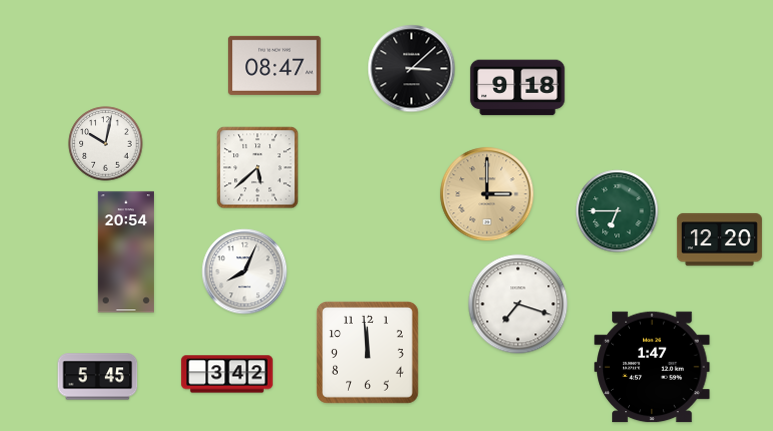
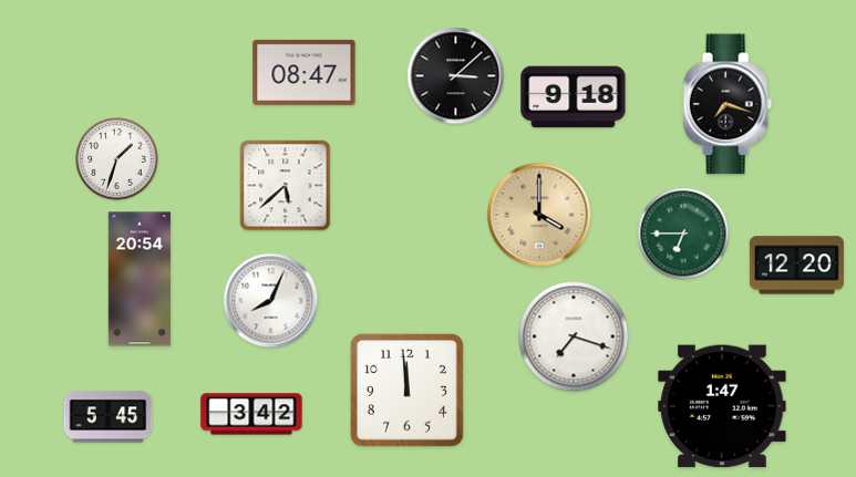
clock at (728, 104): none -> 7:18
clock at (106, 144): 10:02 -> 1:33
clock at (487, 194): 3:00 -> 4:00
